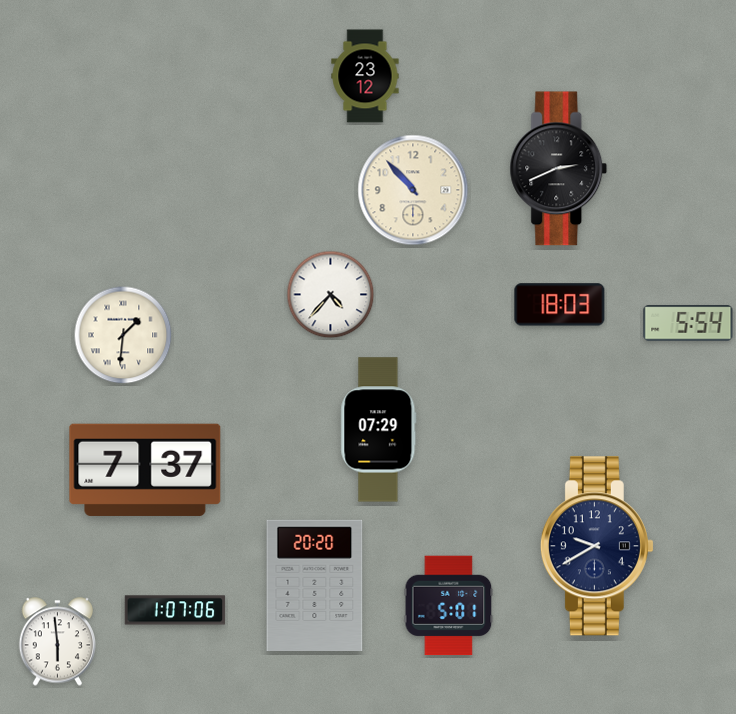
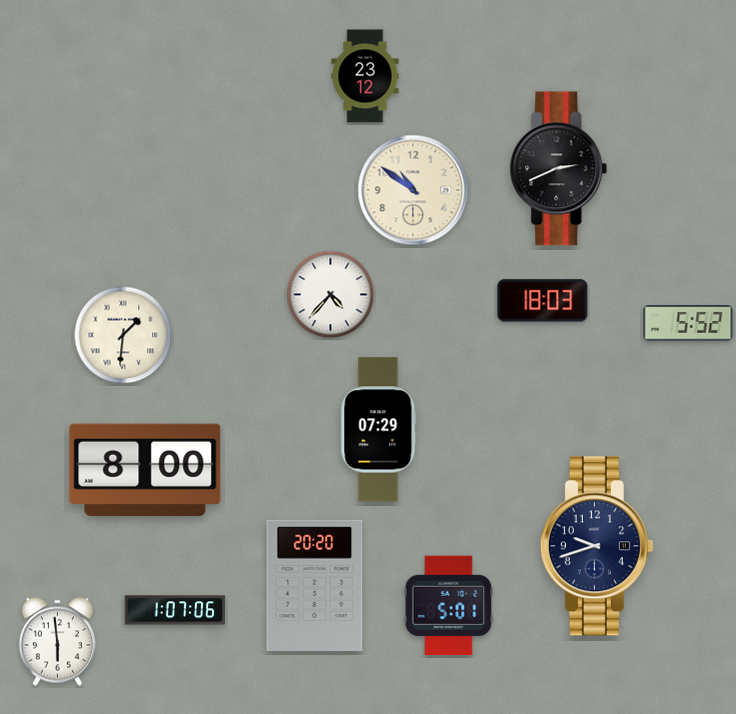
clock at (413, 190): 10:53 -> 10:51
clock at (560, 305) position: (560, 305) -> (543, 301)
clock at (688, 323): 5:54 -> 5:52
clock at (145, 470): 7:37 -> 8:00
clock at (597, 546): 9:40 -> 9:42
